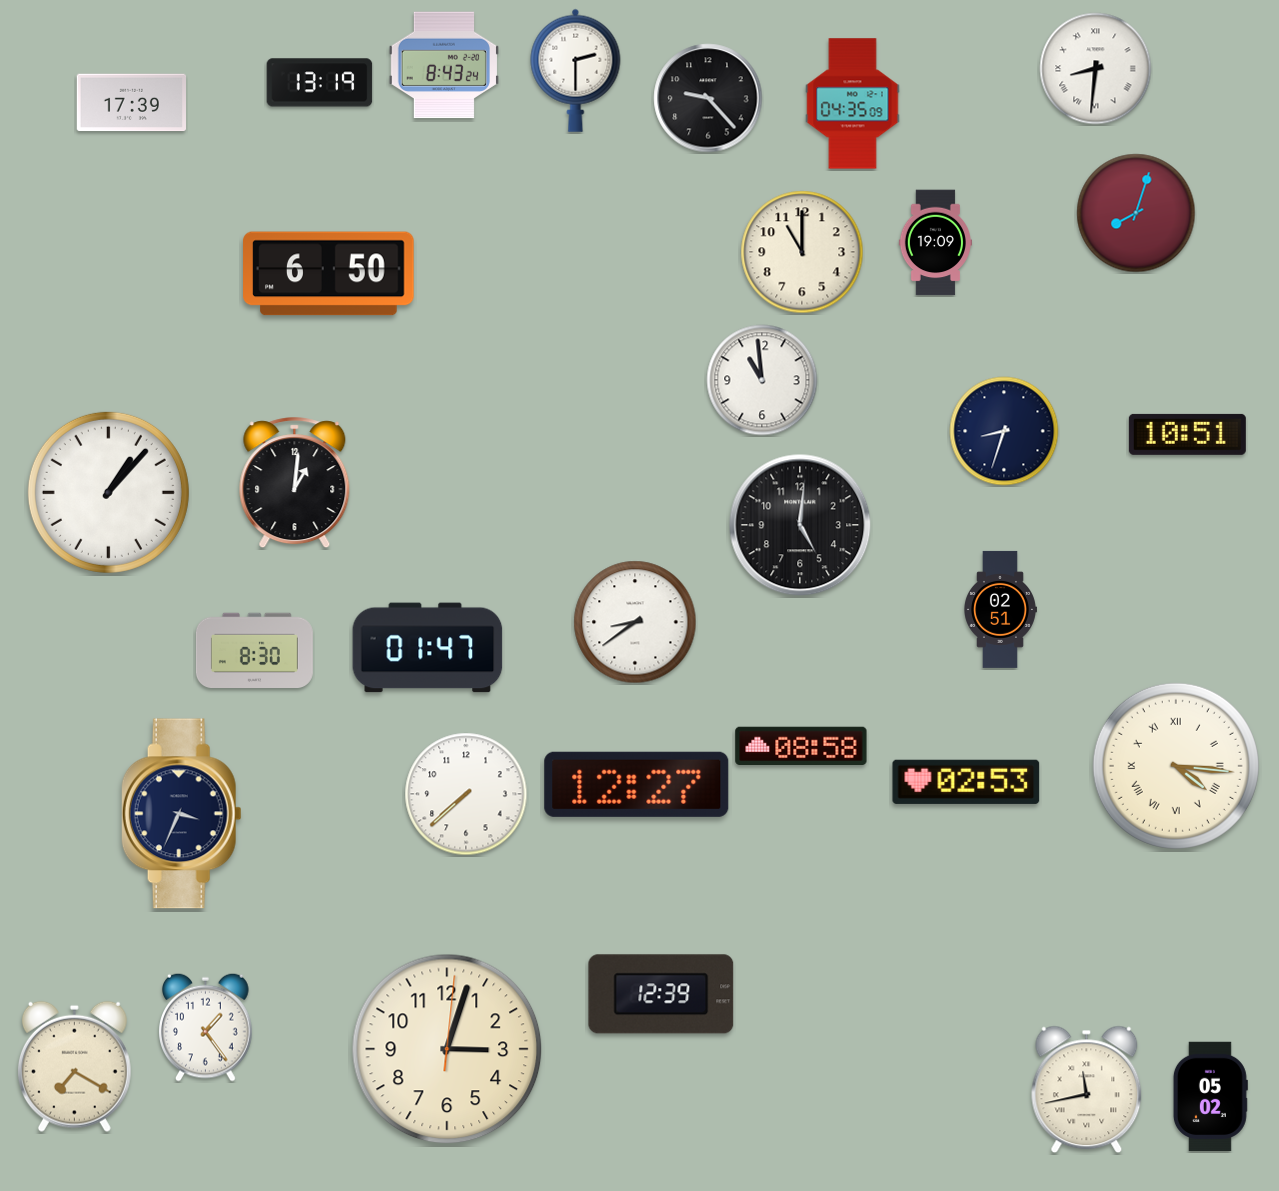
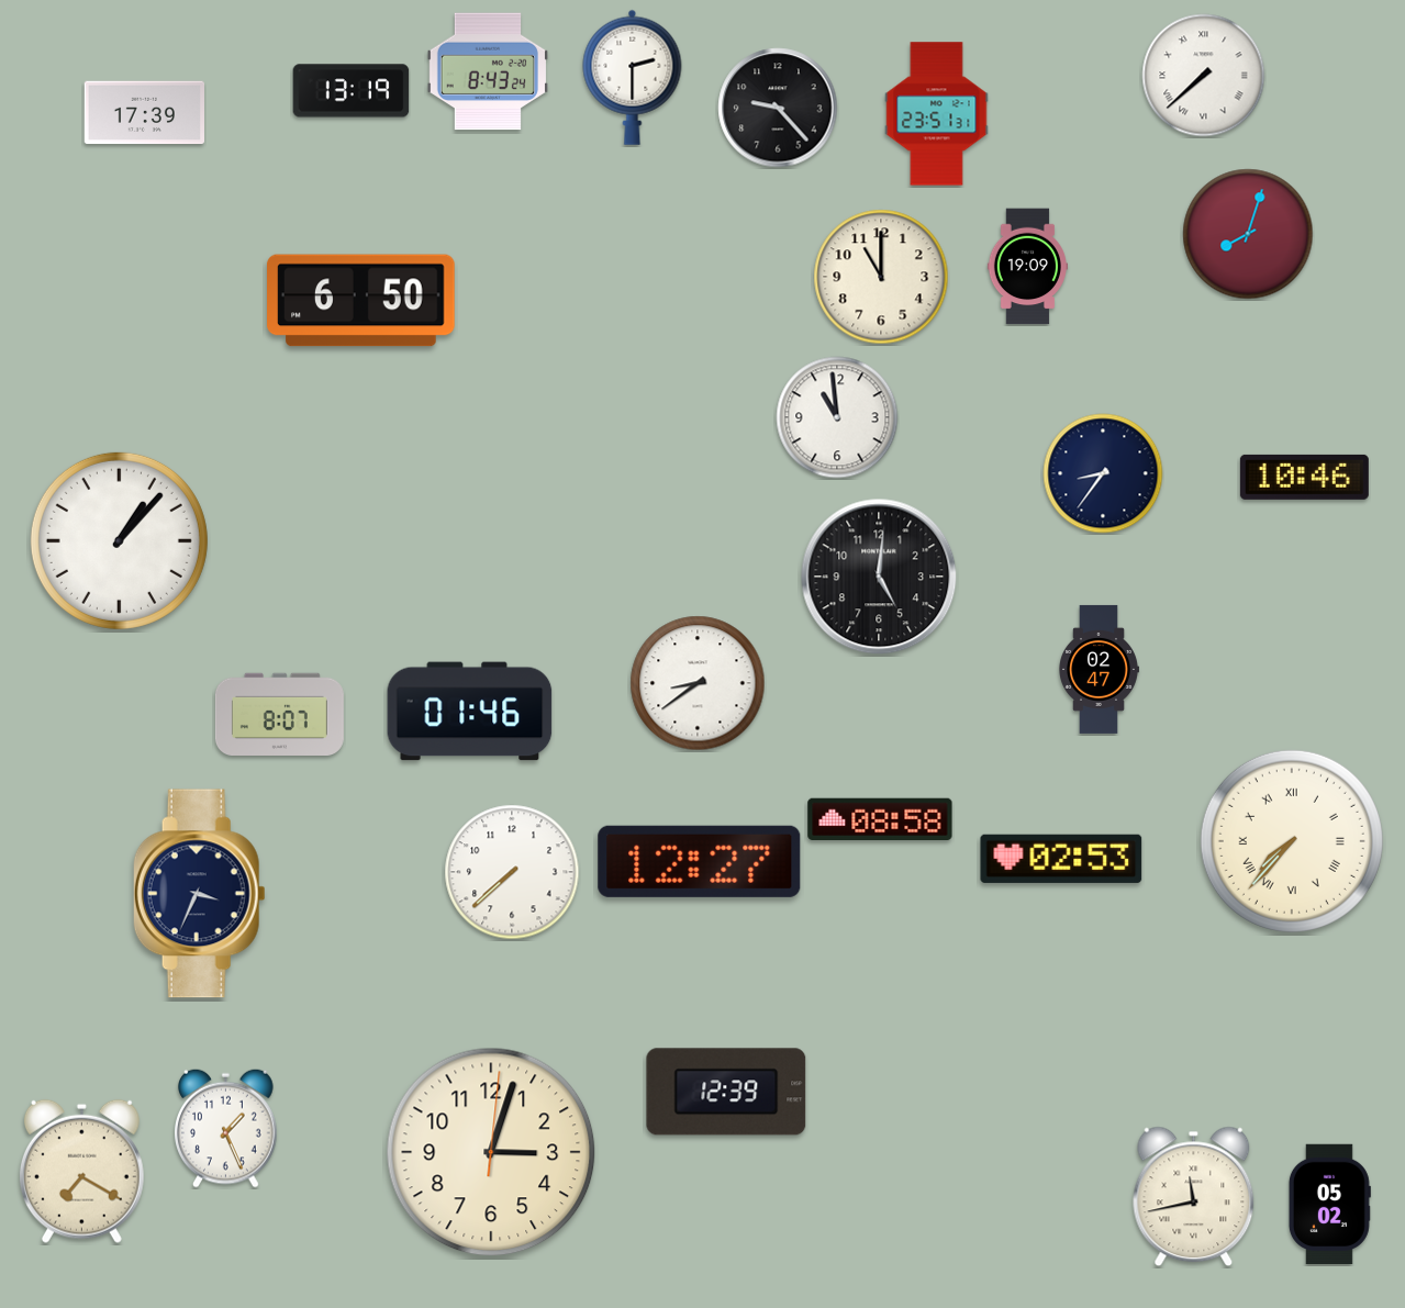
clock at (1096, 69): 8:31 -> 7:38
clock at (853, 104): 04:35 -> 23:51
clock at (1004, 431): 8:33 -> 8:36
clock at (1187, 434): 10:51 -> 10:46
clock at (295, 483): 1:01 -> none
clock at (1001, 609): 02:51 -> 02:47
clock at (428, 648): 01:47 -> 01:46
clock at (254, 650): 8:30 -> 8:07
clock at (1176, 766): 4:16 -> 7:37
clock at (206, 1027): 1:24 -> 1:26
